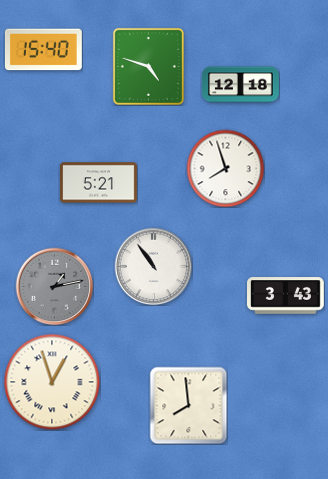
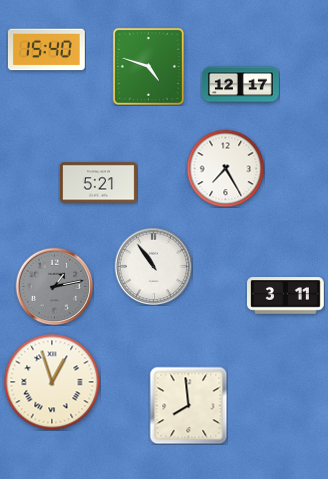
clock at (43, 50) position: (43, 50) -> (46, 50)
clock at (241, 85): 12:18 -> 12:17
clock at (225, 168): 7:57 -> 7:25
clock at (286, 296): 3:43 -> 3:11
